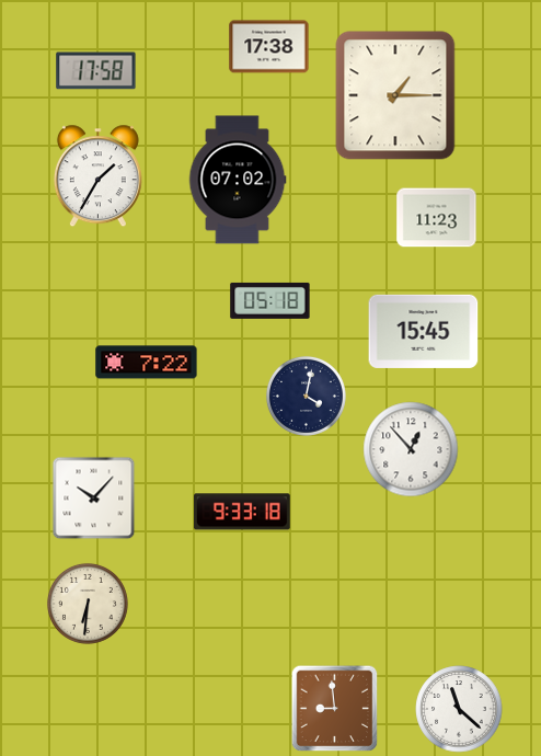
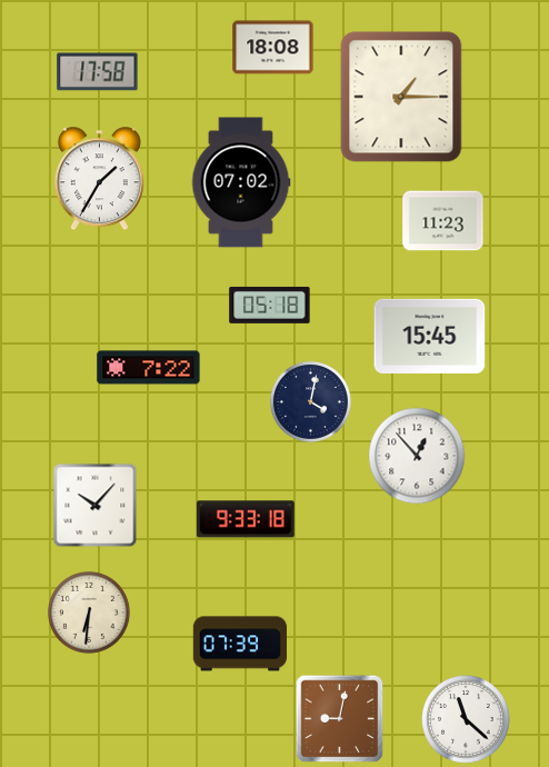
clock at (269, 47): 17:38 -> 18:08
clock at (270, 300) position: (270, 300) -> (270, 305)
clock at (239, 644): none -> 07:39
clock at (335, 709): 8:59 -> 9:02
